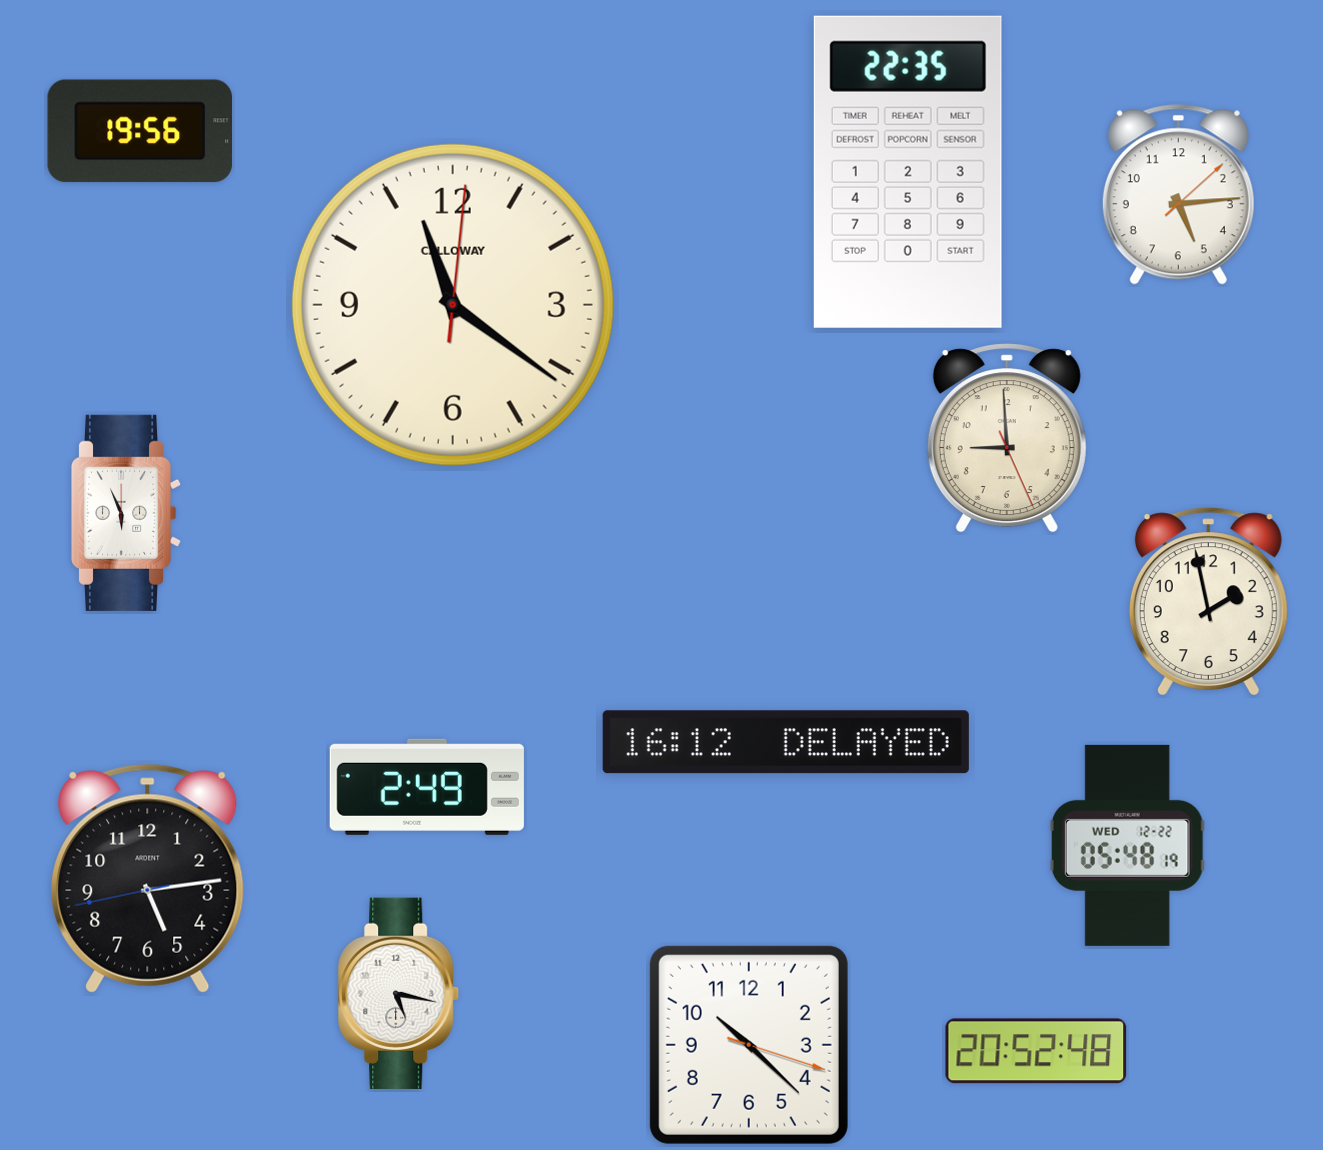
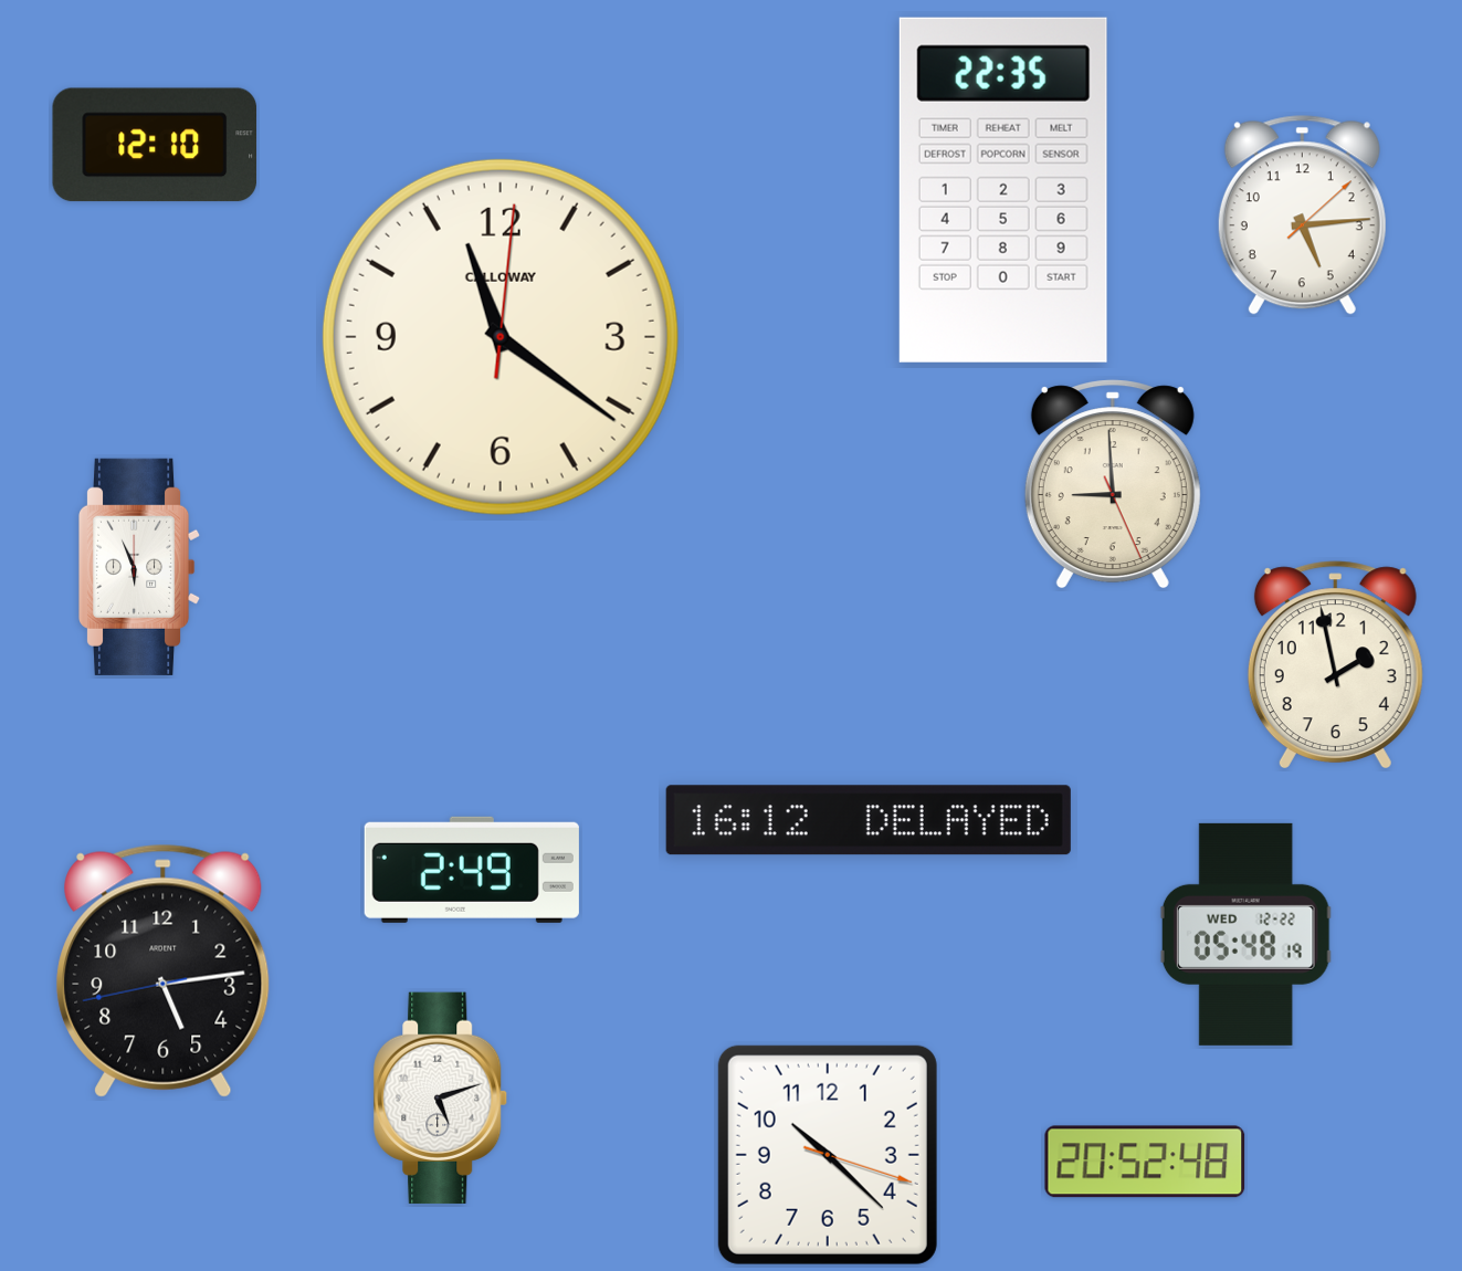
clock at (140, 131): 19:56 -> 12:10
clock at (399, 993): 5:17 -> 5:12
